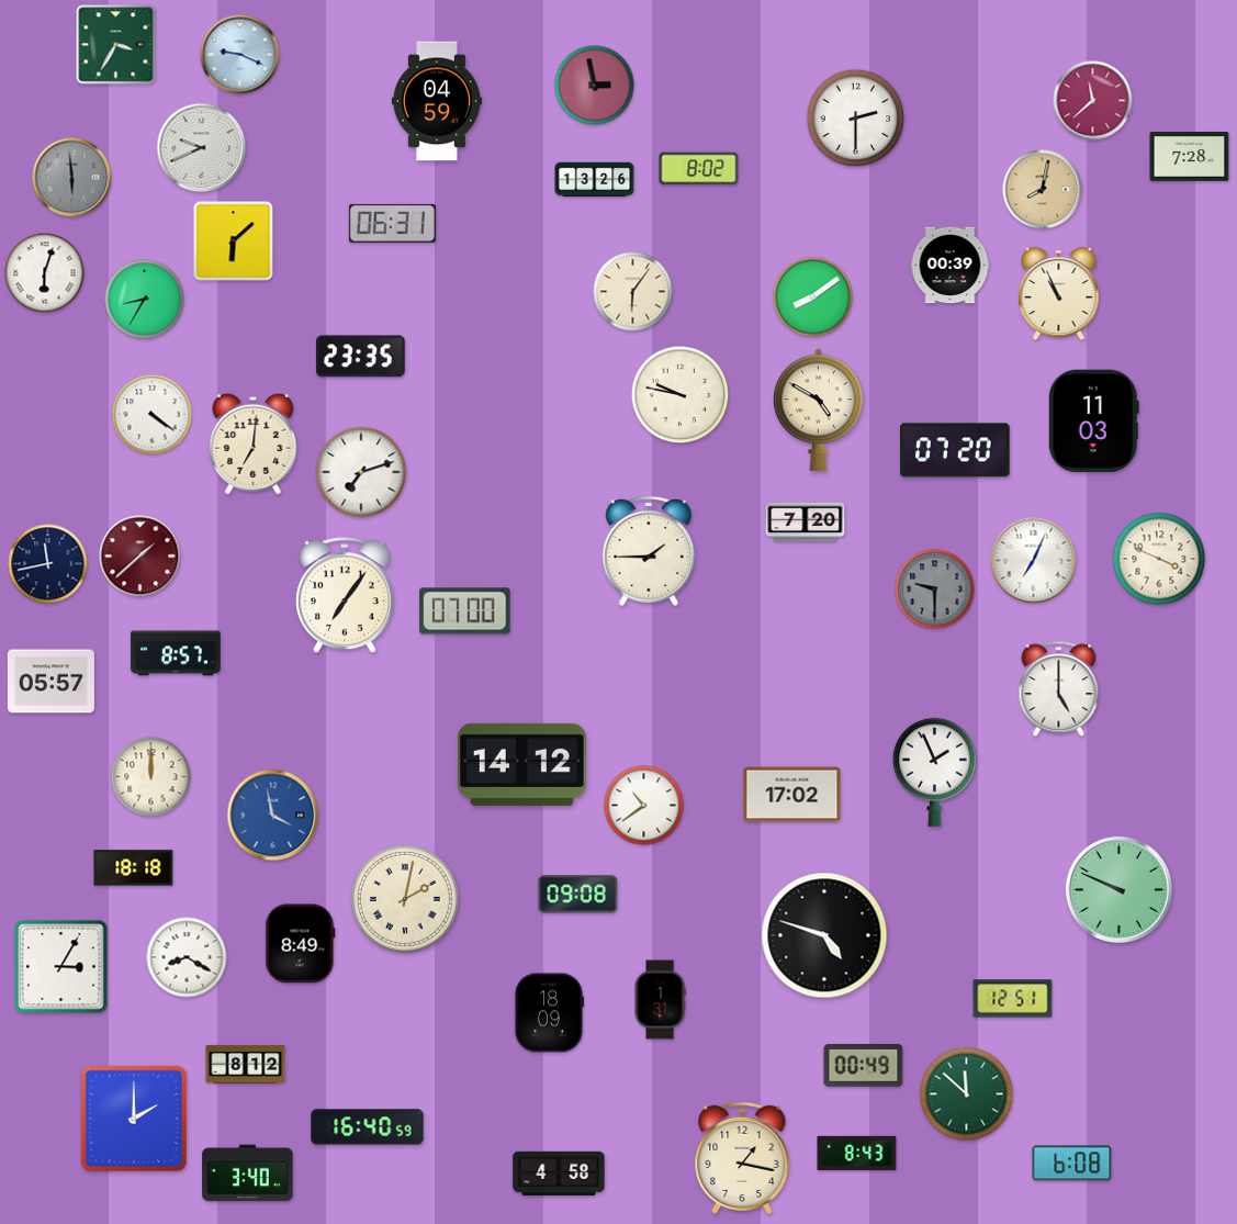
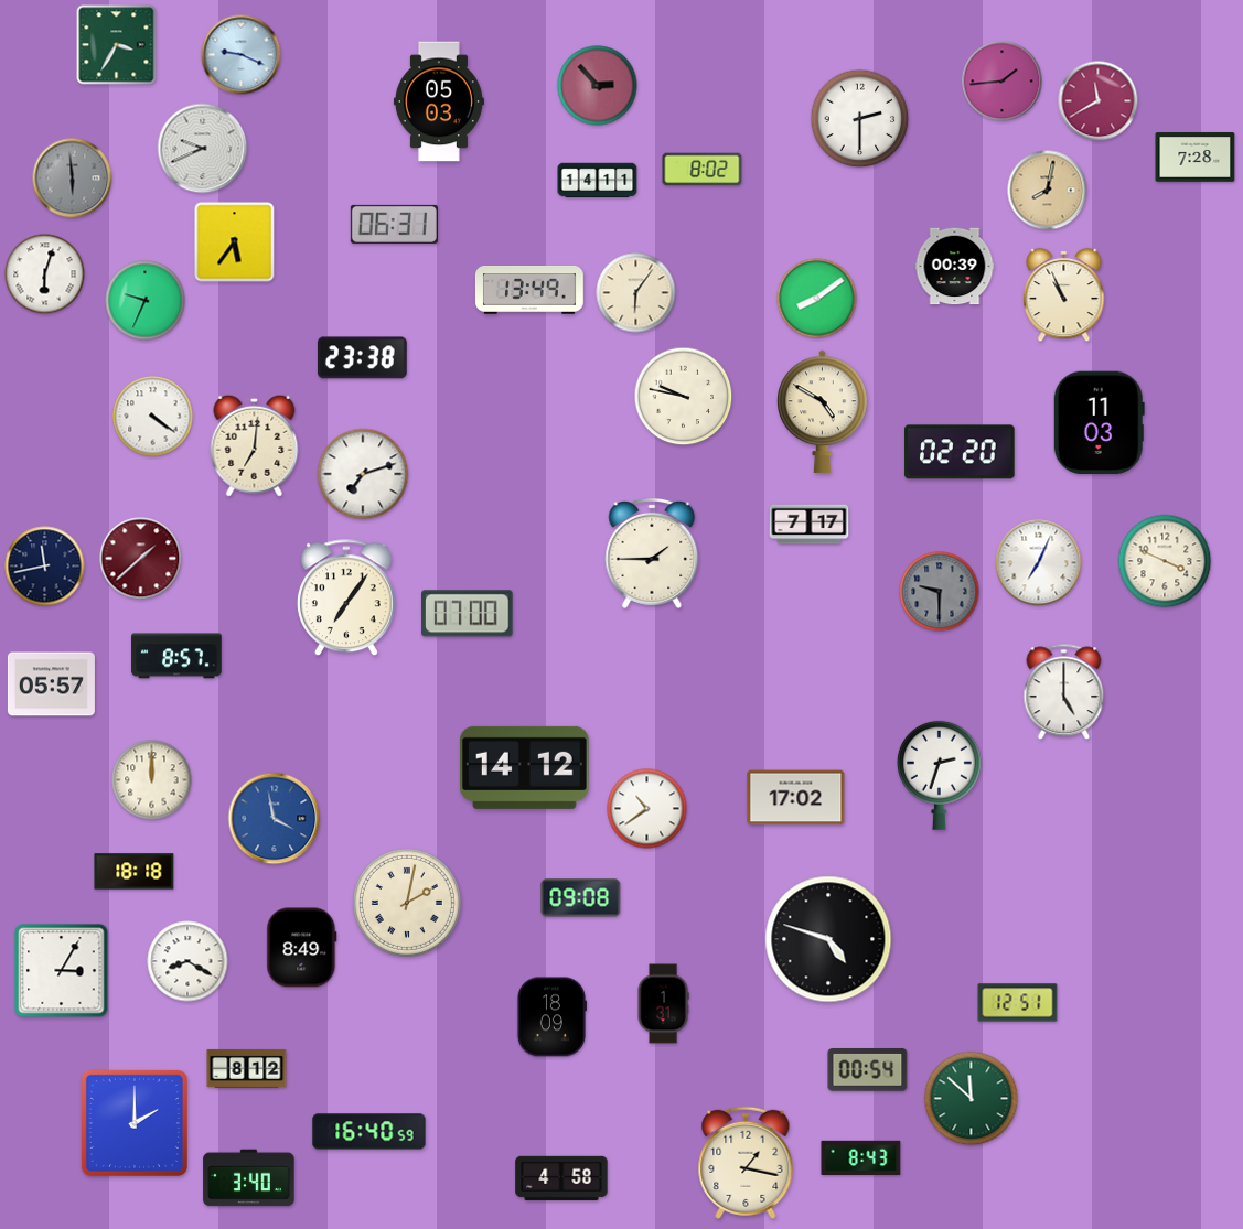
clock at (1003, 82): none -> 1:44
clock at (595, 86): 2:58 -> 2:53
clock at (437, 101): 04:59 -> 05:03
clock at (1093, 101): 11:38 -> 11:40
clock at (595, 180): 13:26 -> 14:11
clock at (234, 242): 6:08 -> 5:36
clock at (529, 291): none -> 13:49
clock at (145, 300): 8:35 -> 9:34
clock at (360, 357): 23:35 -> 23:38
clock at (955, 450): 07:20 -> 02:20
clock at (806, 523): 7:20 -> 7:17
clock at (48, 564) position: (48, 564) -> (45, 567)
clock at (934, 772): 1:56 -> 2:33
clock at (1118, 889): 9:49 -> none
clock at (864, 1066): 00:49 -> 00:54
clock at (1072, 1164): 6:08 -> none
